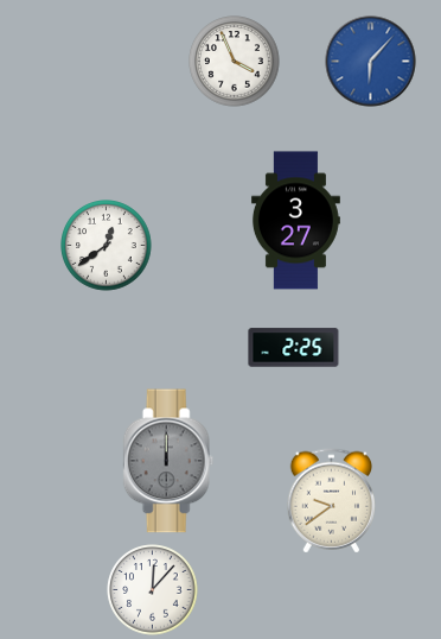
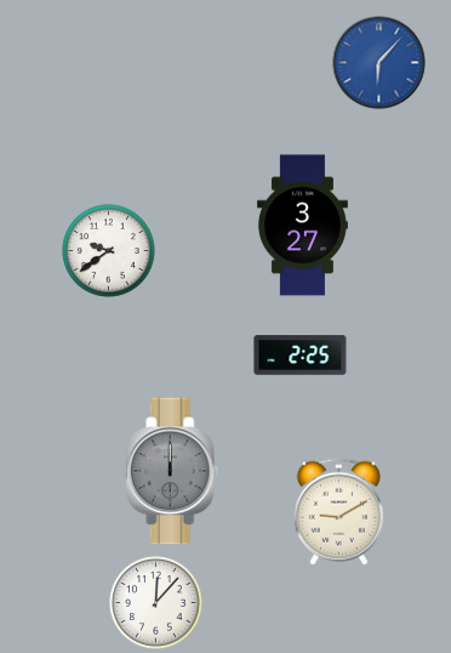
clock at (235, 62): 3:56 -> none
clock at (107, 246): 12:39 -> 9:39
clock at (331, 501): 9:39 -> 9:10
